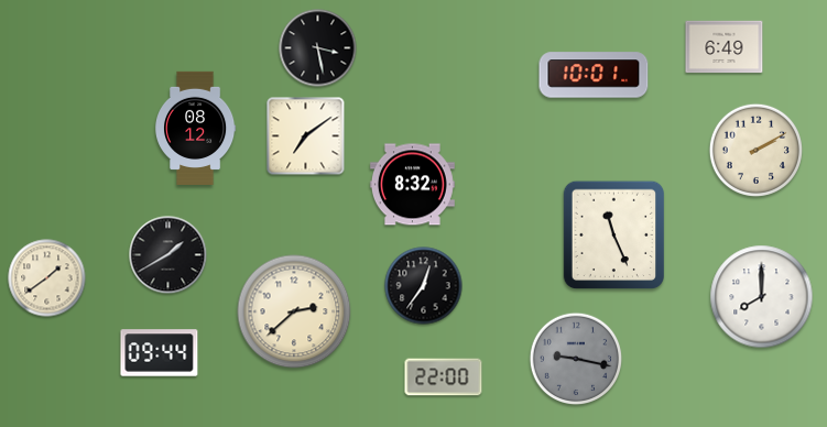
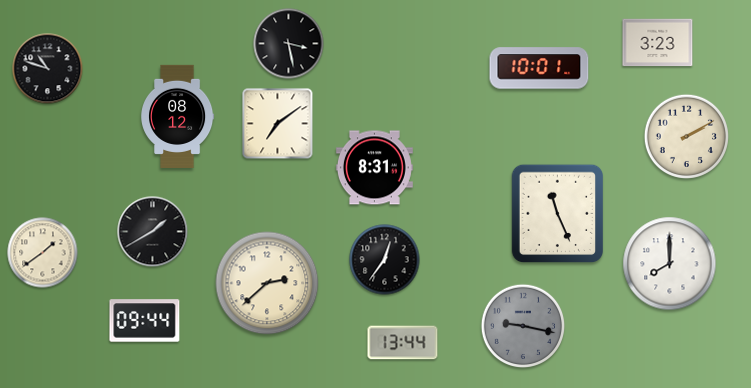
clock at (725, 47): 6:49 -> 3:23
clock at (48, 69): none -> 10:48
clock at (412, 185): 8:32 -> 8:31
clock at (762, 297) position: (762, 297) -> (670, 264)
clock at (444, 377): 22:00 -> 13:44
